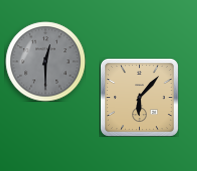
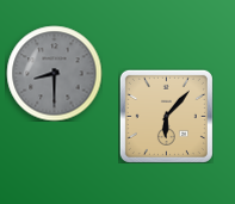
clock at (45, 61): 12:30 -> 8:30
